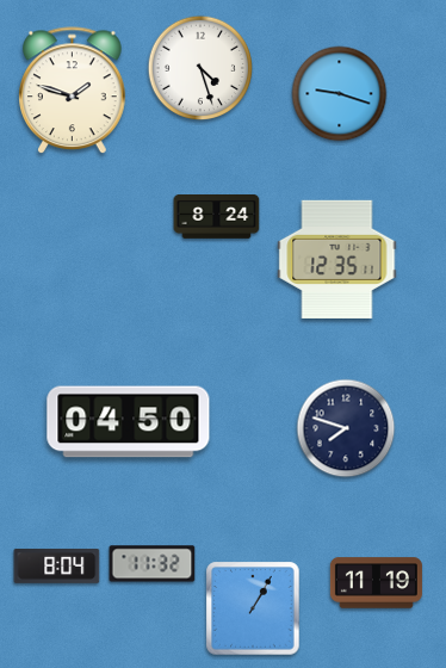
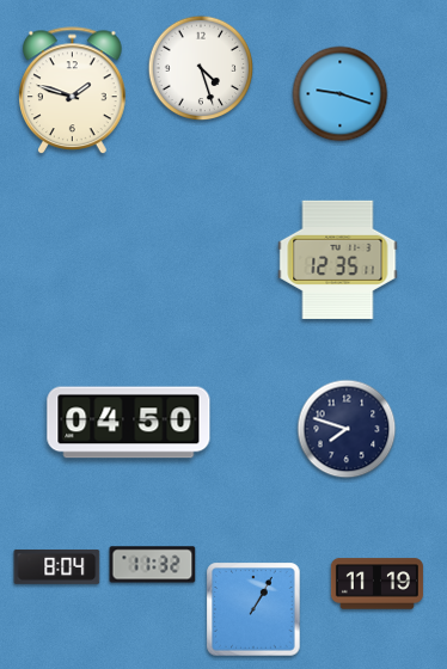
clock at (217, 217): 8:24 -> none
